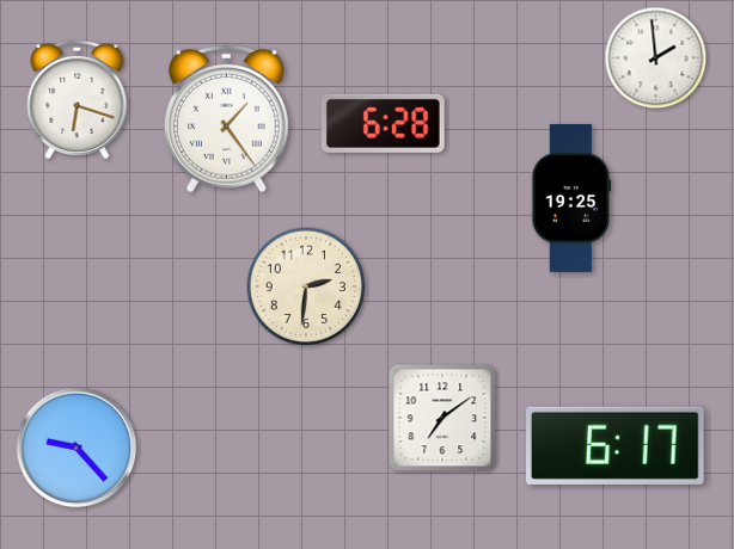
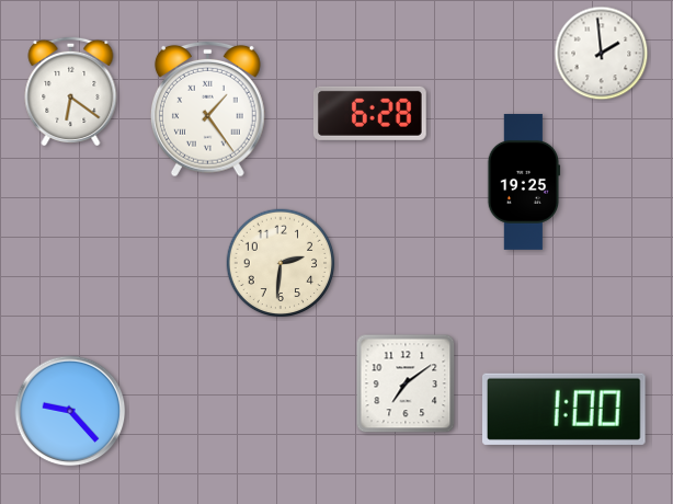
clock at (78, 98): 6:18 -> 6:21
clock at (383, 123) position: (383, 123) -> (369, 113)
clock at (616, 445): 6:17 -> 1:00
